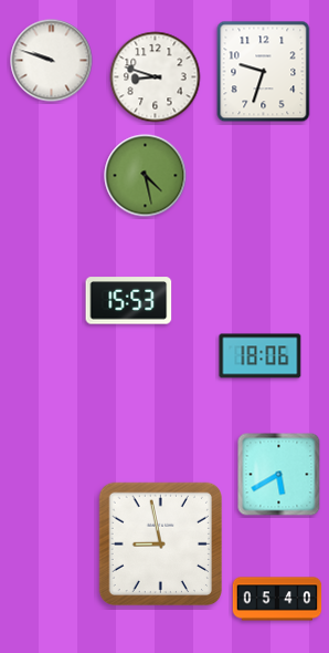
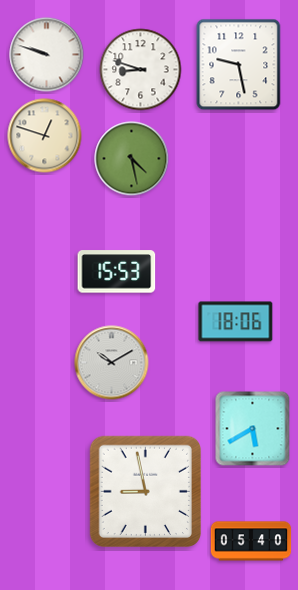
clock at (264, 72): 9:33 -> 9:28
clock at (45, 136): none -> 12:48
clock at (112, 363): none -> 10:10
